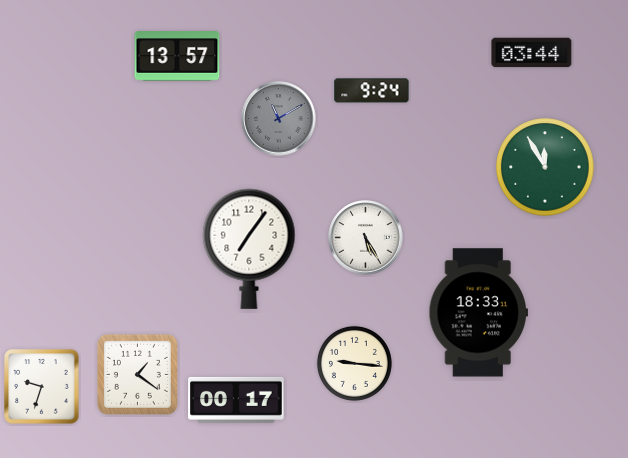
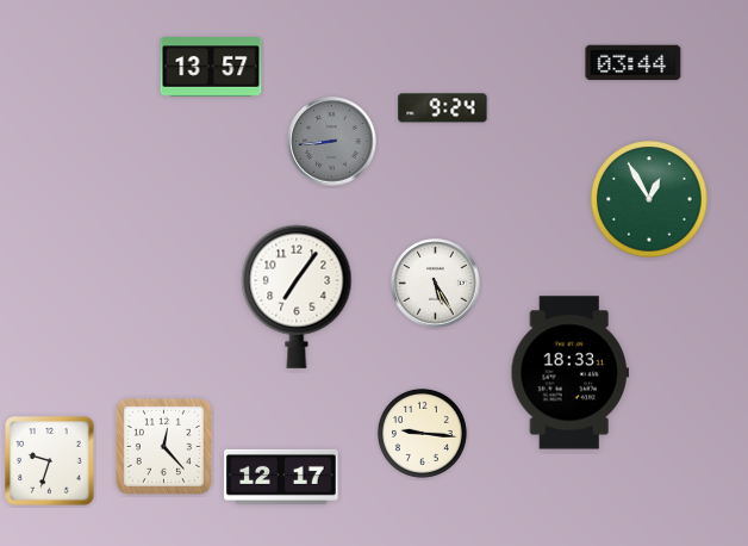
clock at (279, 119): 11:10 -> 8:44
clock at (545, 167): 11:55 -> 12:55
clock at (137, 374): 1:21 -> 12:23
clock at (236, 400): 00:17 -> 12:17
